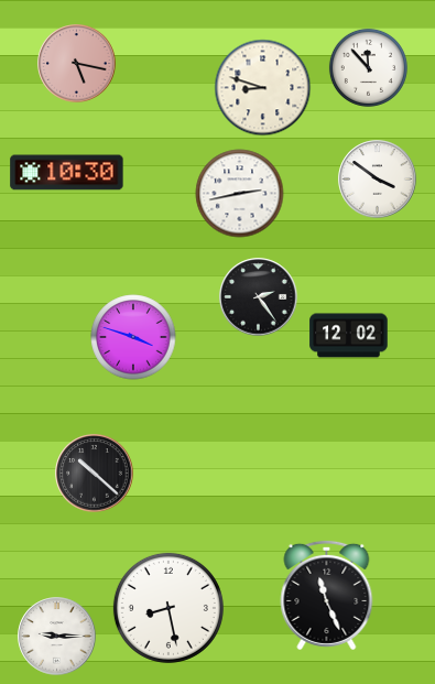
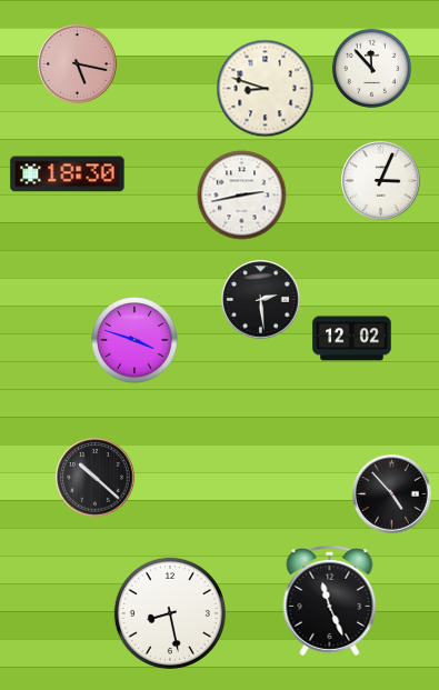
clock at (67, 173): 10:30 -> 18:30
clock at (378, 180): 3:51 -> 3:04
clock at (259, 297): 2:24 -> 2:29
clock at (392, 494): none -> 4:53
clock at (57, 637): 9:15 -> none
